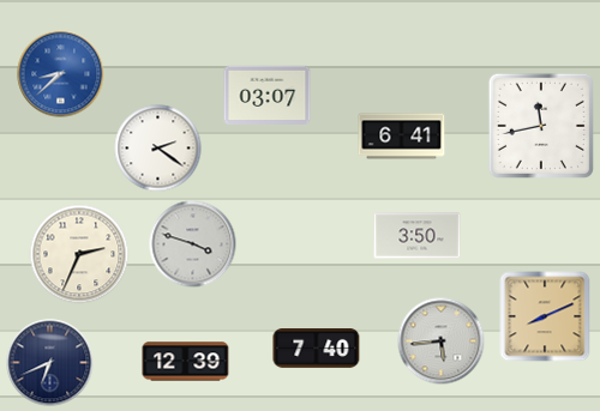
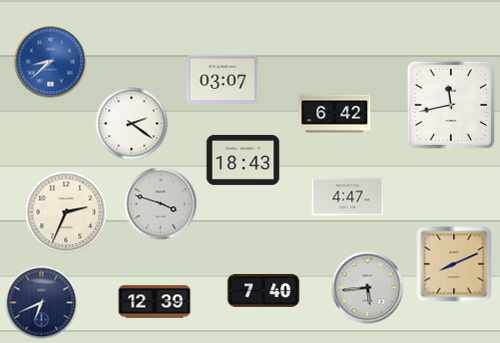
clock at (402, 137): 6:41 -> 6:42
clock at (243, 160): none -> 18:43
clock at (418, 236): 3:50 -> 4:47
clock at (442, 342) position: (442, 342) -> (368, 288)
